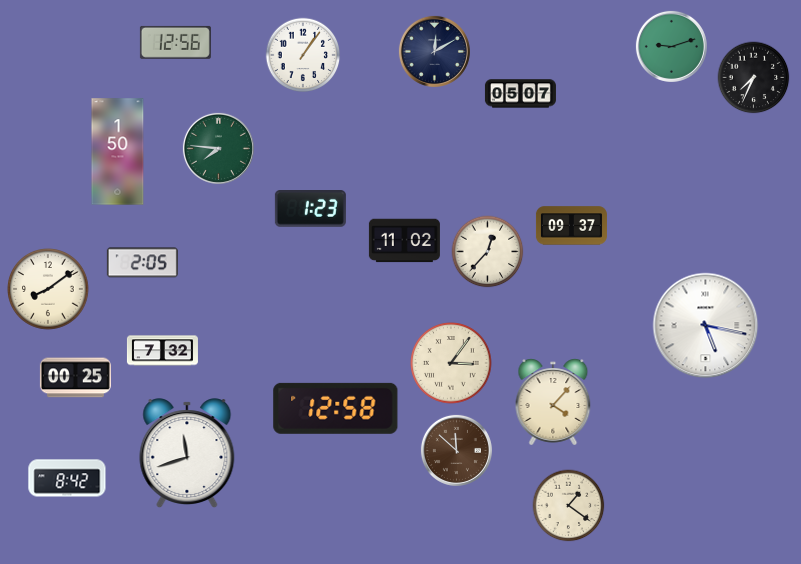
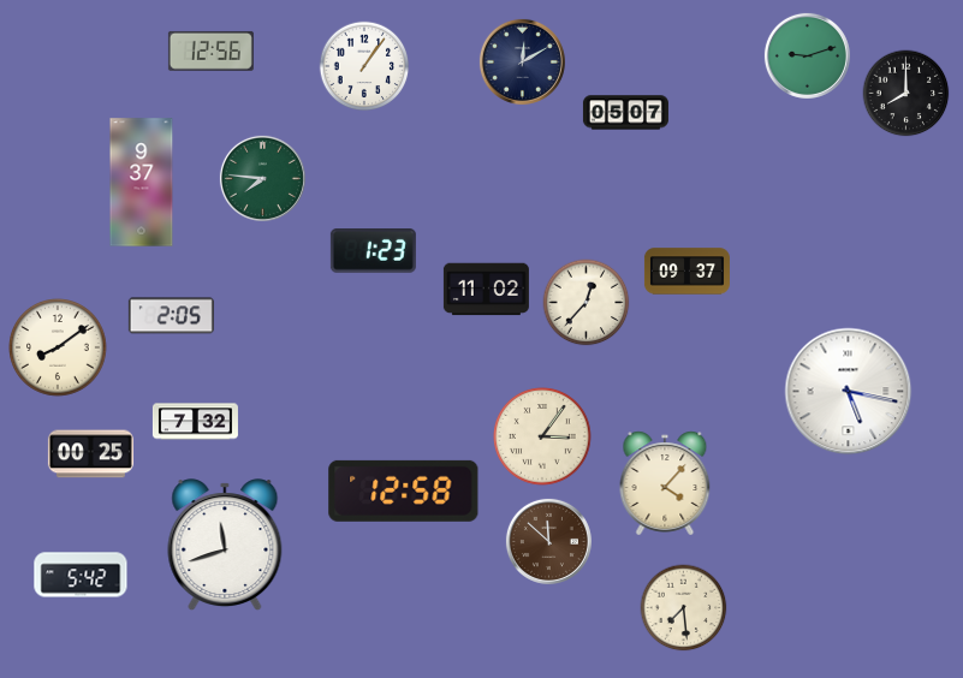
clock at (754, 78): 7:34 -> 8:00
clock at (118, 152): 1:50 -> 9:37
clock at (67, 478): 8:42 -> 5:42
clock at (569, 506): 1:21 -> 7:29
